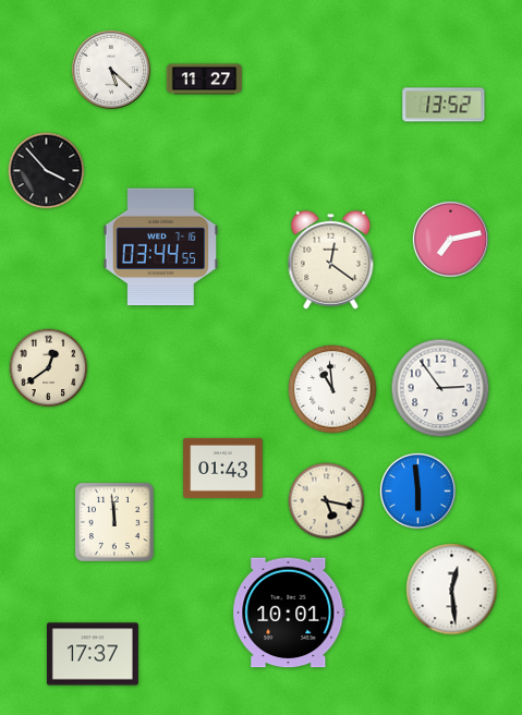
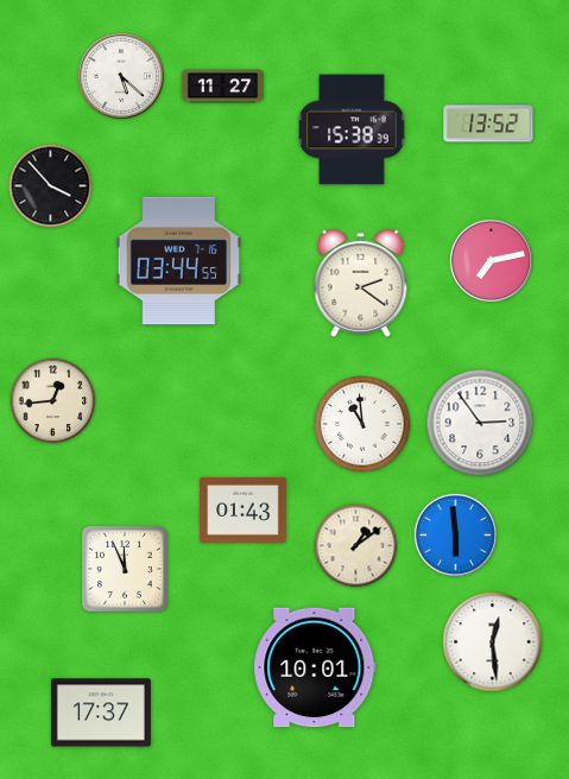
clock at (444, 105) position: (444, 105) -> (488, 123)
clock at (352, 129): none -> 15:38
clock at (160, 247) position: (160, 247) -> (178, 261)
clock at (331, 259): 12:21 -> 2:21
clock at (49, 368): 12:39 -> 12:44
clock at (327, 501): 5:17 -> 1:09
clock at (114, 522): 11:59 -> 11:56
